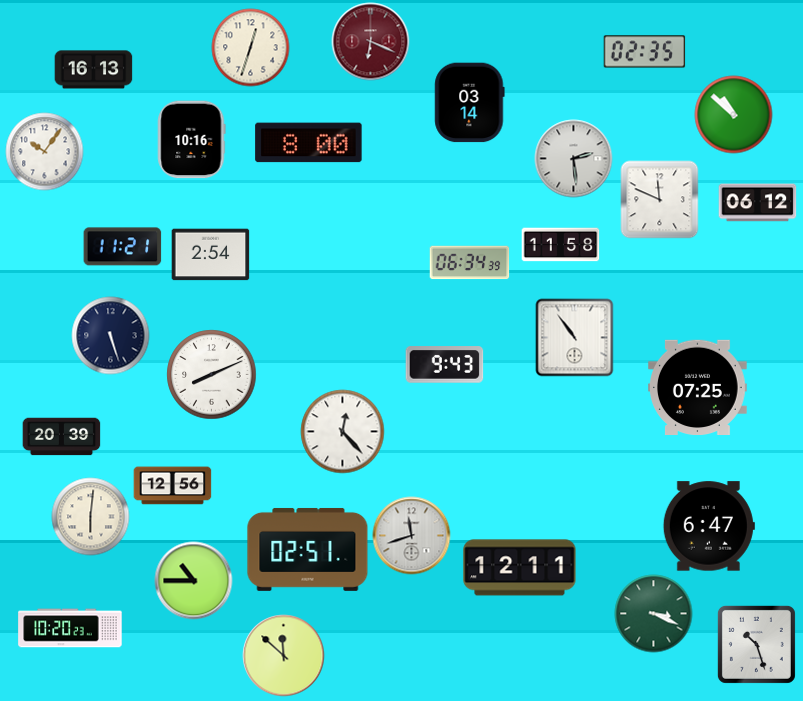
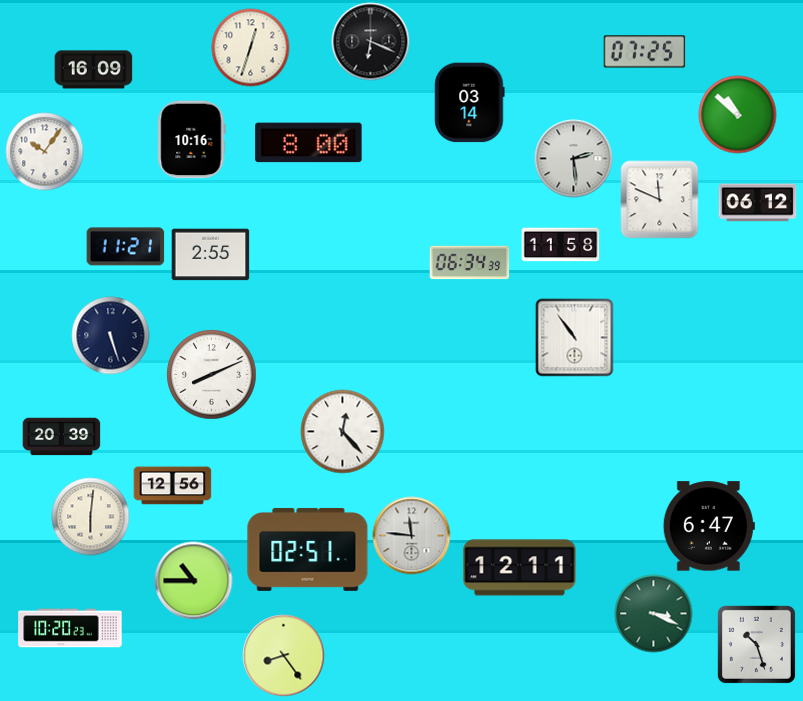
clock at (370, 41) dial: burgundy -> black
clock at (644, 52): 02:35 -> 07:25
clock at (93, 70): 16:13 -> 16:09
clock at (733, 114) position: (733, 114) -> (737, 114)
clock at (122, 247) position: (122, 247) -> (125, 247)
clock at (210, 255): 2:54 -> 2:55
clock at (444, 365): 9:43 -> none
clock at (698, 387): 07:25 -> none
clock at (411, 535): 11:42 -> 11:46
clock at (283, 655): 11:52 -> 8:24
